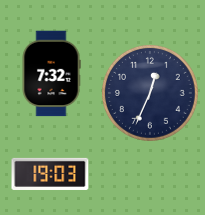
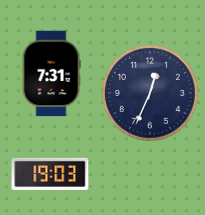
clock at (51, 74): 7:32 -> 7:31
